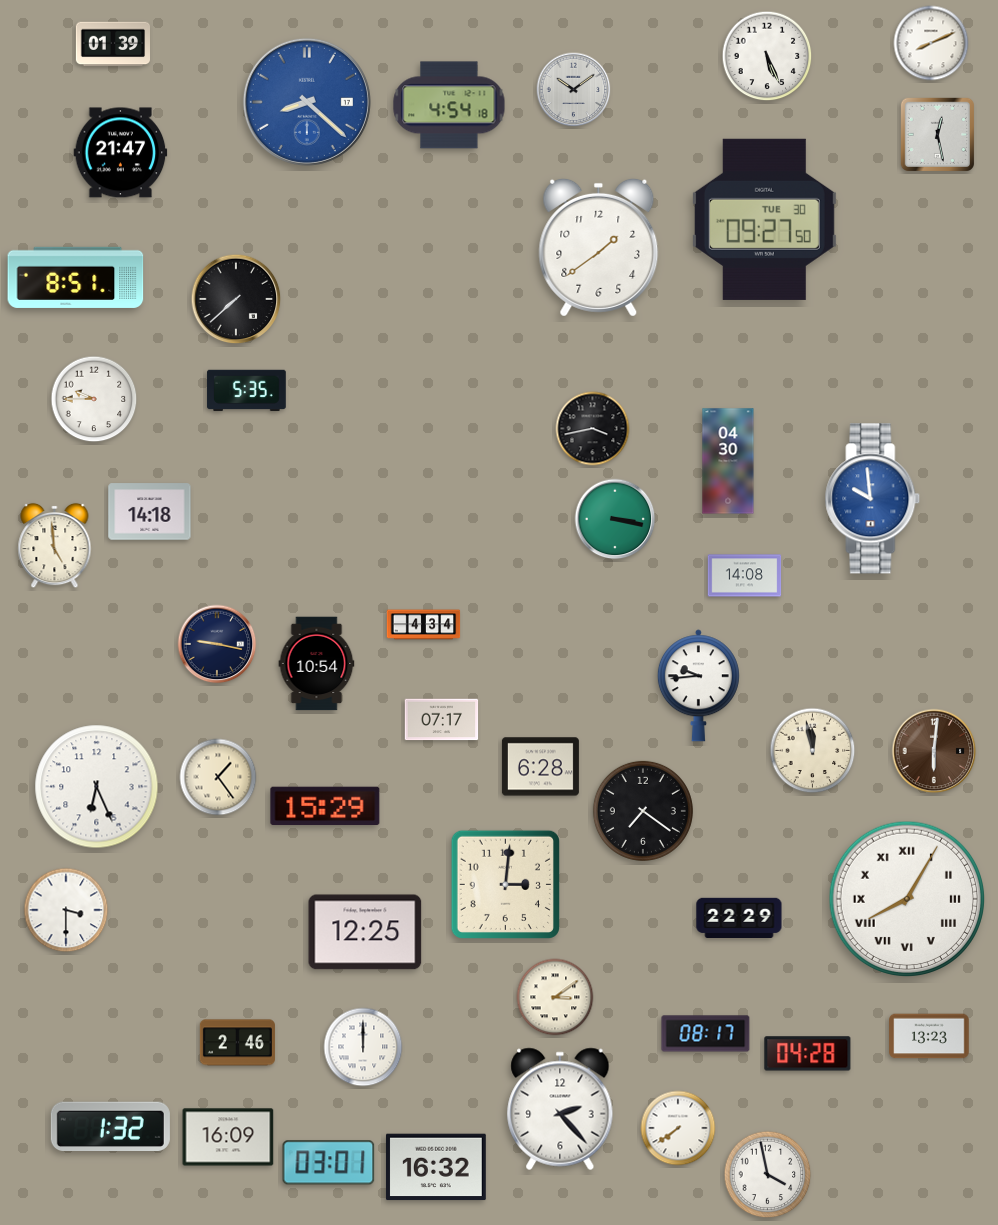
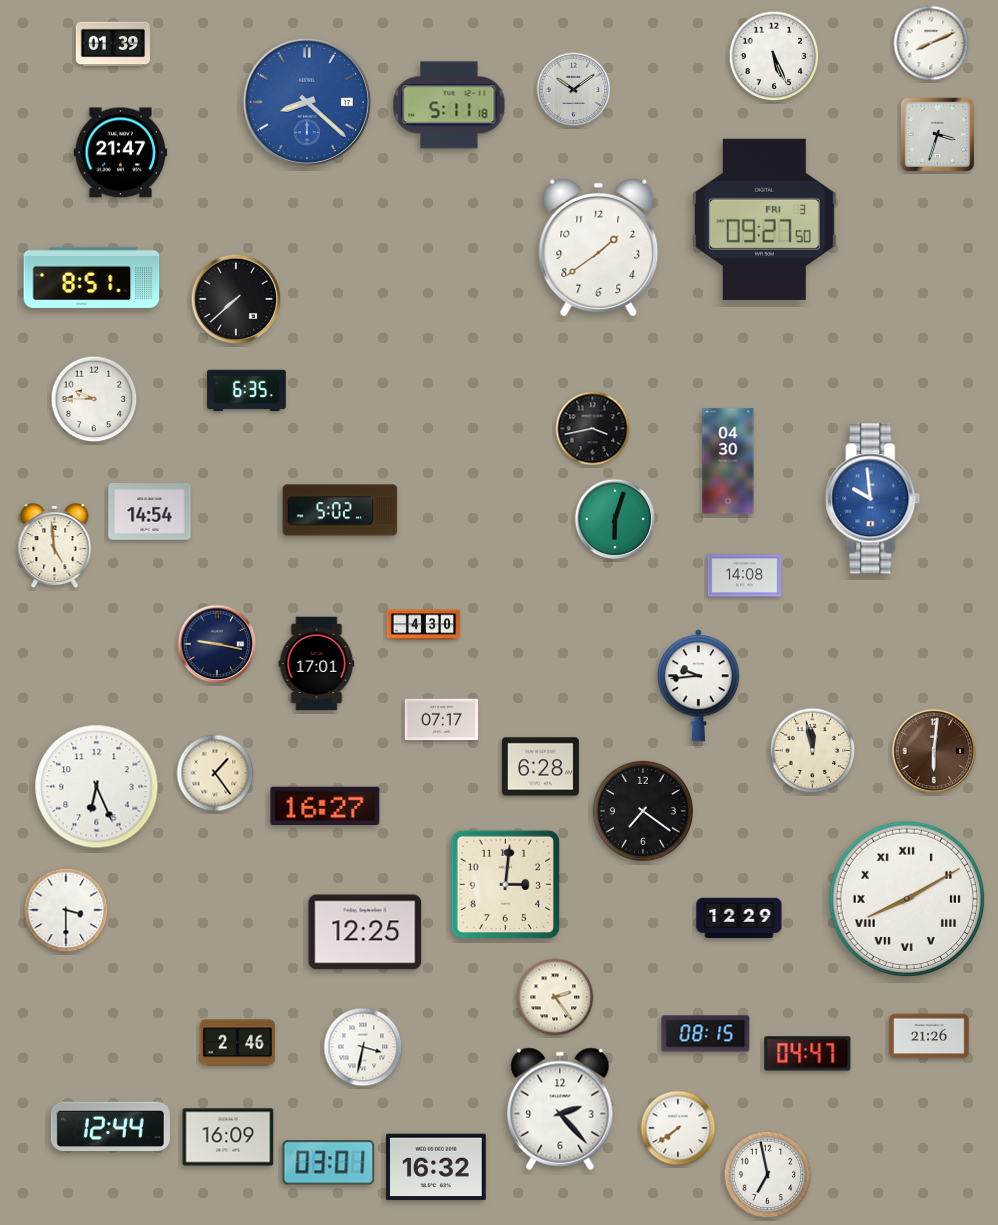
clock at (767, 56) position: (767, 56) -> (774, 56)
clock at (449, 105): 4:54 -> 5:11
clock at (937, 134): 12:28 -> 3:33
clock at (764, 219) date: TUE 30 -> FRI 3
clock at (76, 277) position: (76, 277) -> (92, 277)
clock at (247, 391): 5:35 -> 6:35
clock at (340, 510): none -> 5:02
clock at (150, 512): 14:18 -> 14:54
clock at (615, 519): 3:17 -> 6:03
clock at (424, 625): 4:34 -> 4:30
clock at (317, 664): 10:54 -> 17:01
clock at (218, 777) position: (218, 777) -> (215, 773)
clock at (325, 806): 15:29 -> 16:27
clock at (907, 899): 8:05 -> 8:10
clock at (739, 917): 22:29 -> 12:29
clock at (555, 997): 3:09 -> 2:24
clock at (706, 1034): 08:17 -> 08:15
clock at (929, 1036): 13:23 -> 21:26
clock at (363, 1047): 12:00 -> 3:32
clock at (808, 1054): 04:28 -> 04:47
clock at (110, 1126): 1:32 -> 12:44
clock at (768, 1175): 3:58 -> 6:58
